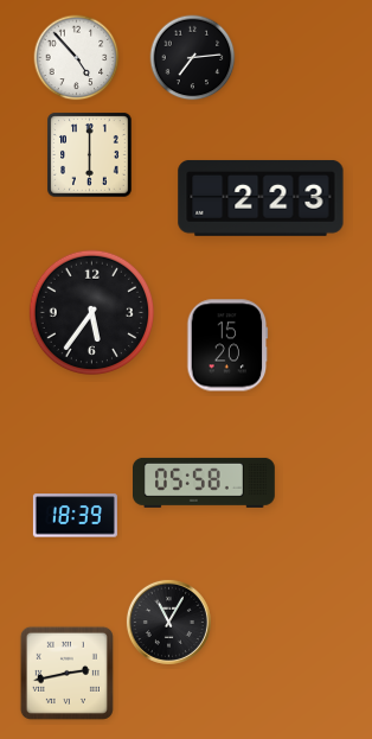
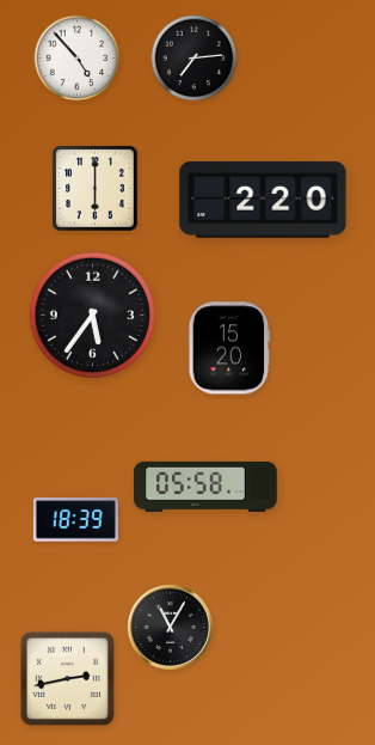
clock at (90, 155) position: (90, 155) -> (96, 189)
clock at (261, 198): 2:23 -> 2:20
